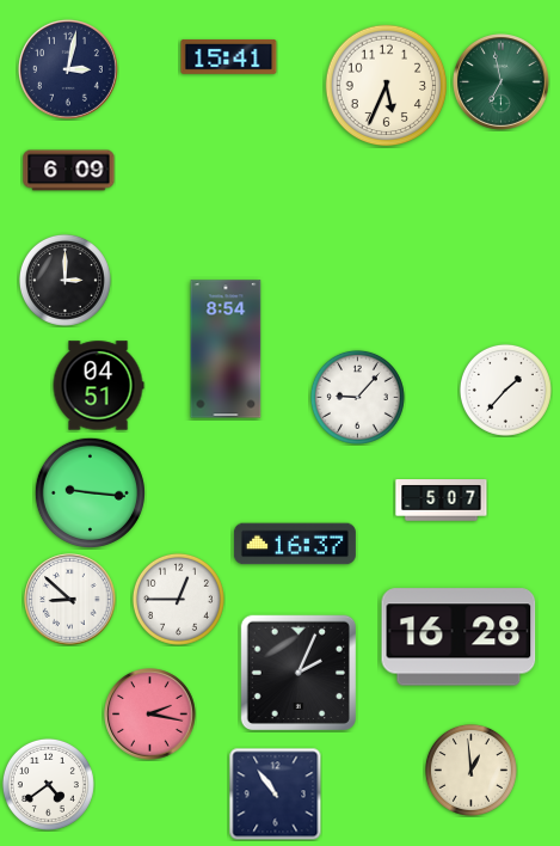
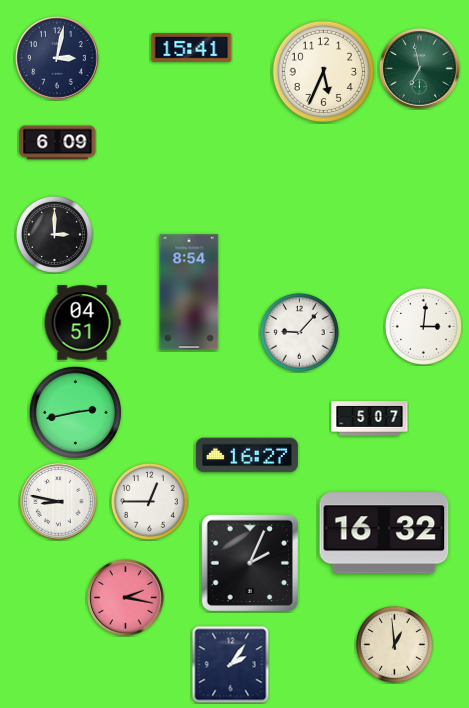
clock at (505, 390): 1:37 -> 3:01
clock at (90, 492): 9:16 -> 2:43
clock at (295, 544): 16:37 -> 16:27
clock at (70, 600): 8:52 -> 8:47
clock at (459, 637): 16:28 -> 16:32
clock at (48, 784): 4:39 -> none
clock at (275, 793): 10:54 -> 2:06
